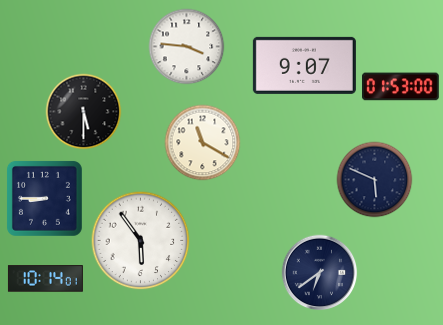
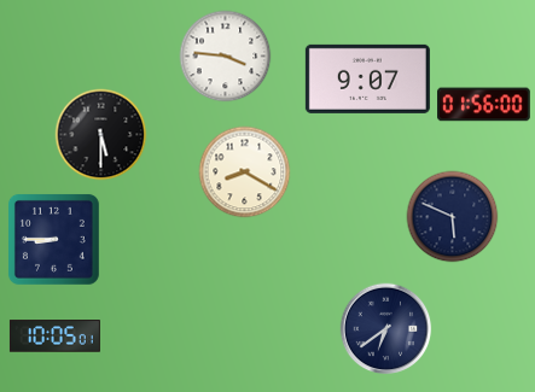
clock at (401, 87): 01:53 -> 01:56
clock at (203, 143): 11:20 -> 8:20
clock at (141, 241): 5:54 -> none
clock at (45, 279): 10:14 -> 10:05
